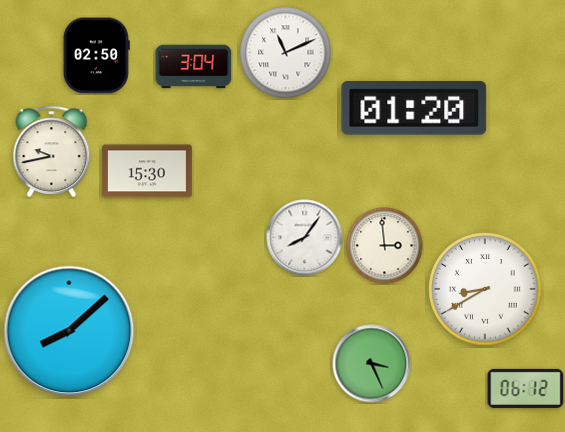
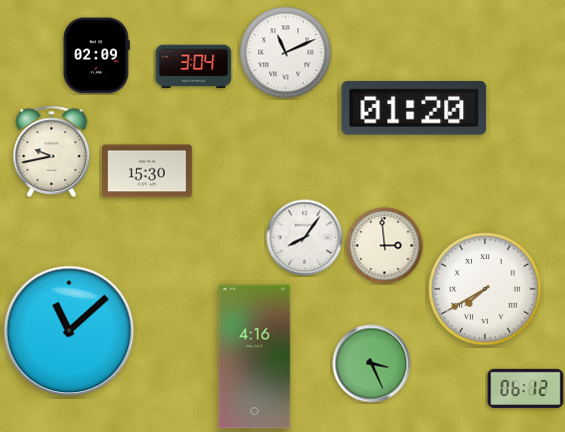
clock at (96, 56): 02:50 -> 02:09
clock at (485, 289): 8:40 -> 7:40
clock at (69, 331): 8:08 -> 11:08
clock at (255, 357): none -> 4:16
